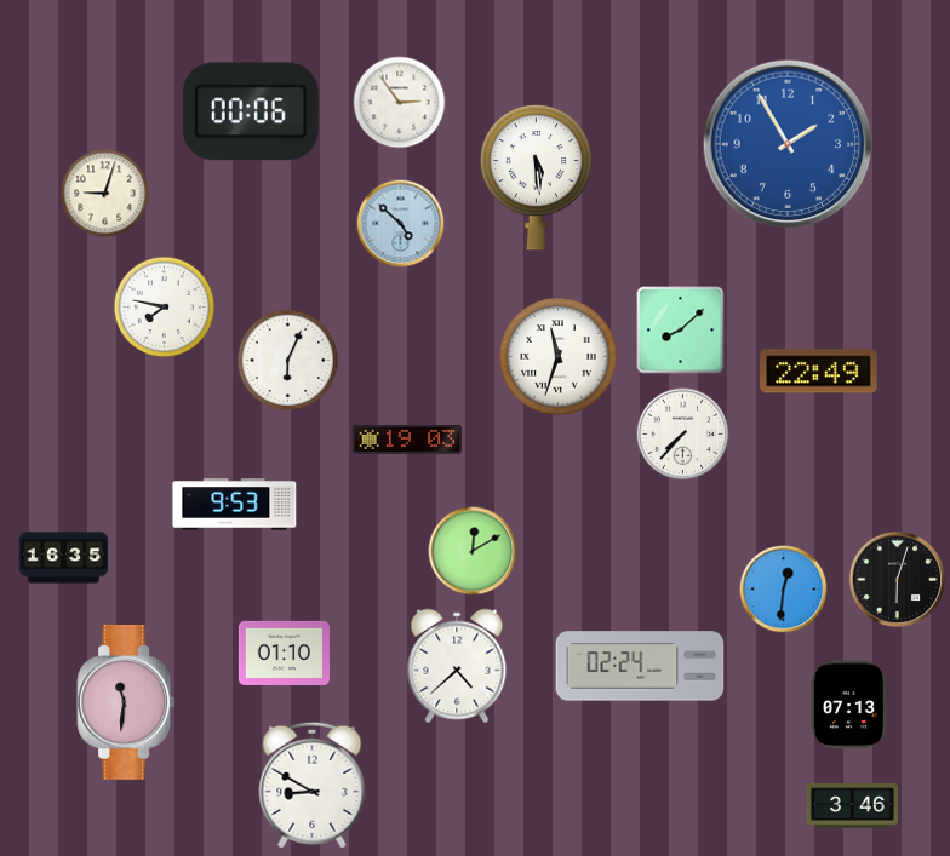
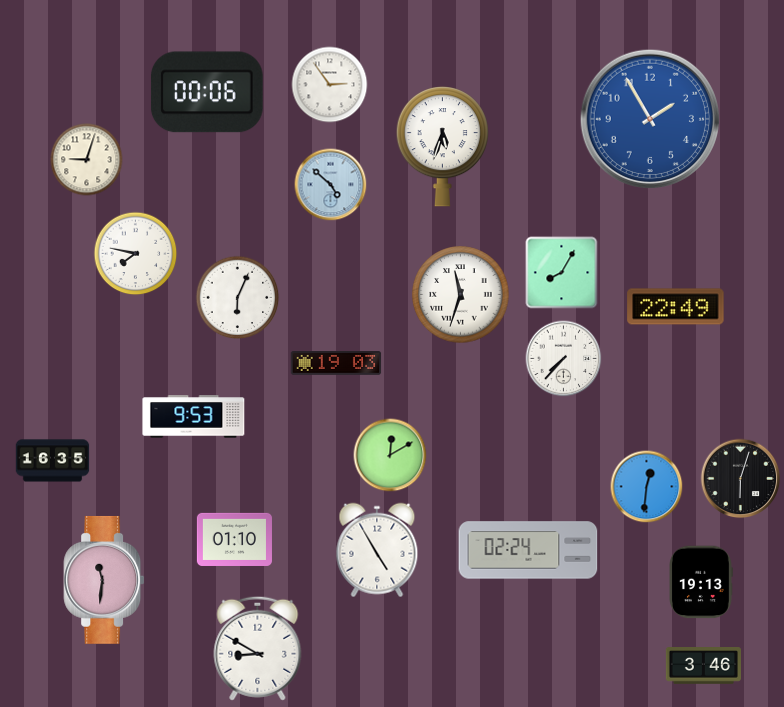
clock at (536, 178): 5:29 -> 5:33
clock at (681, 331): 8:08 -> 8:05
clock at (457, 666): 4:38 -> 4:55
clock at (849, 705): 07:13 -> 19:13
